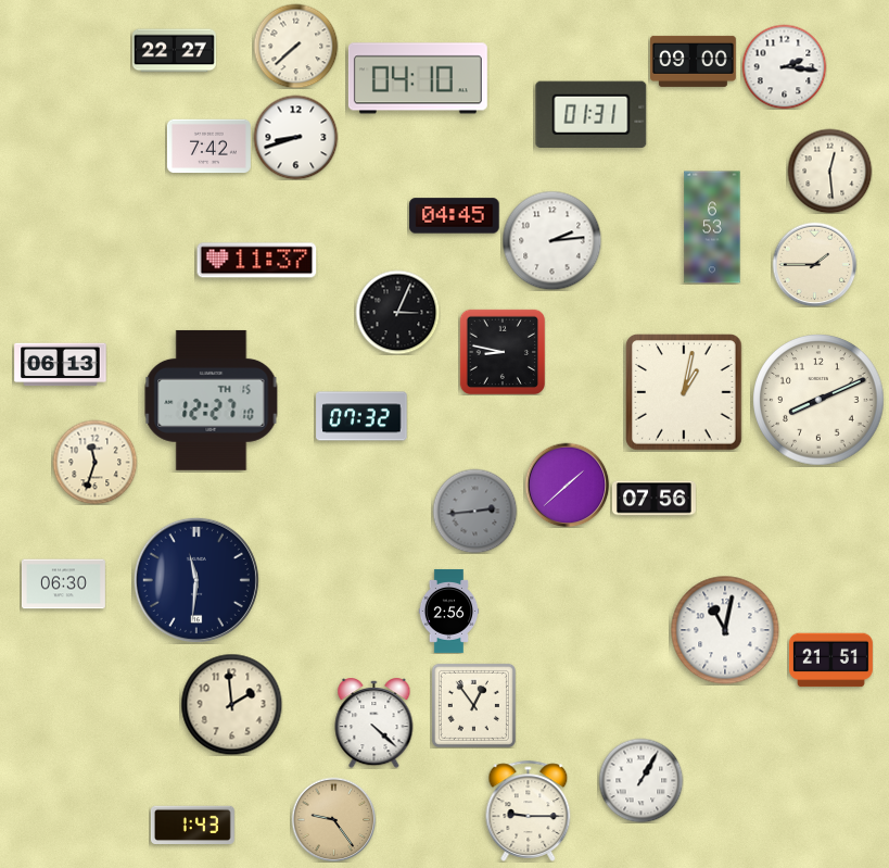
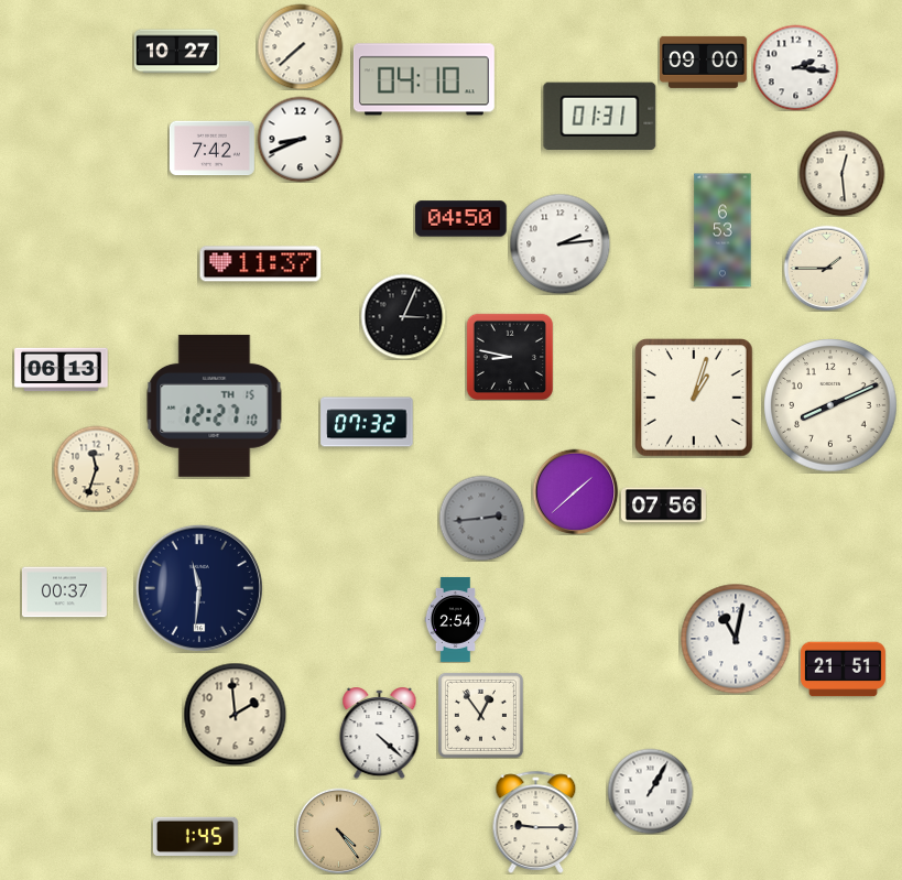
clock at (174, 51): 22:27 -> 10:27
clock at (295, 137): 8:42 -> 8:41
clock at (455, 216): 04:45 -> 04:50
clock at (684, 392): 1:02 -> 1:03
clock at (63, 584): 06:30 -> 00:37
clock at (449, 611): 2:56 -> 2:54
clock at (333, 819): 9:24 -> 4:24
clock at (192, 826): 1:43 -> 1:45
